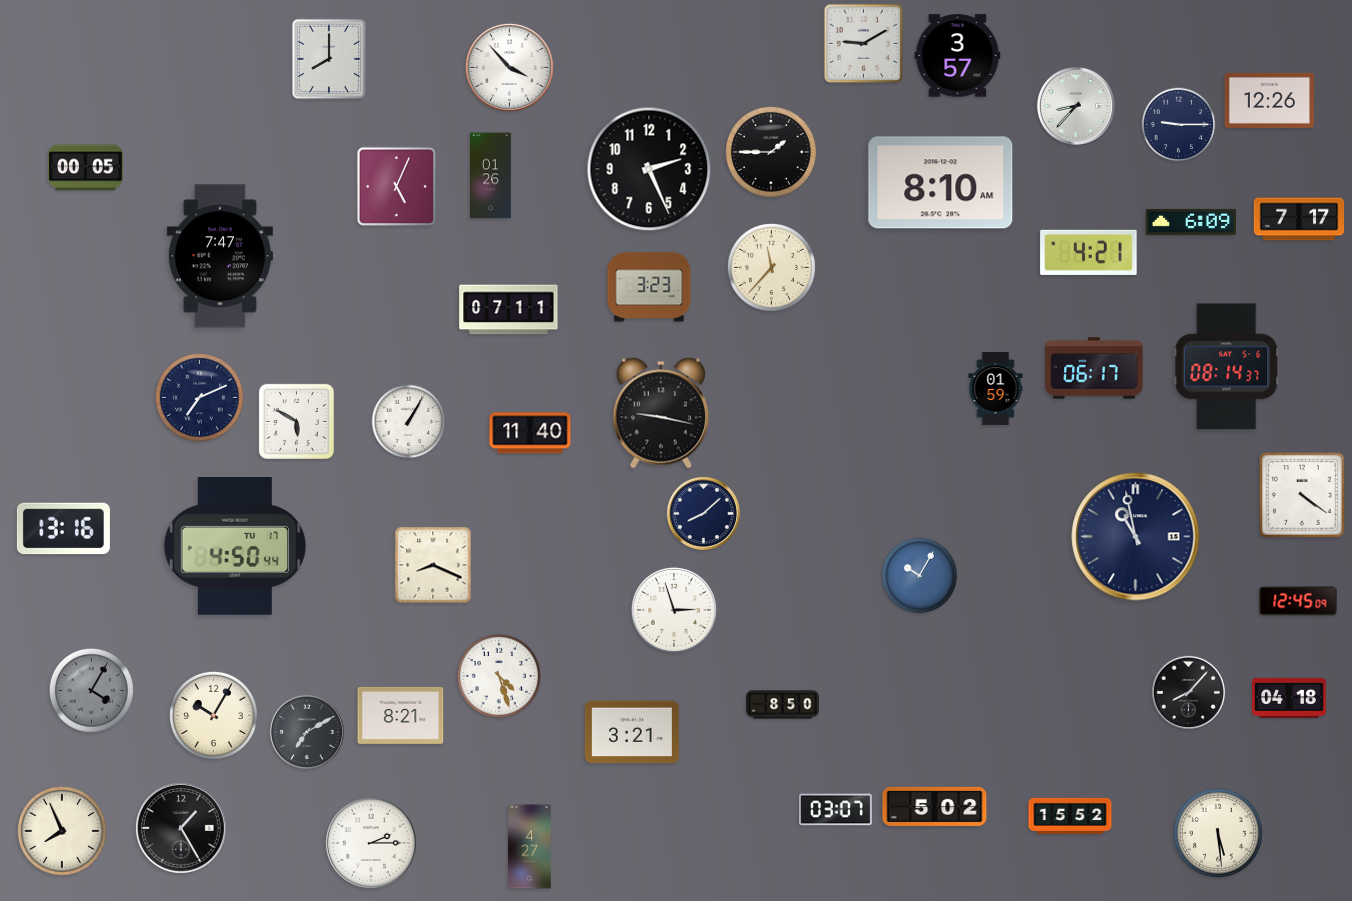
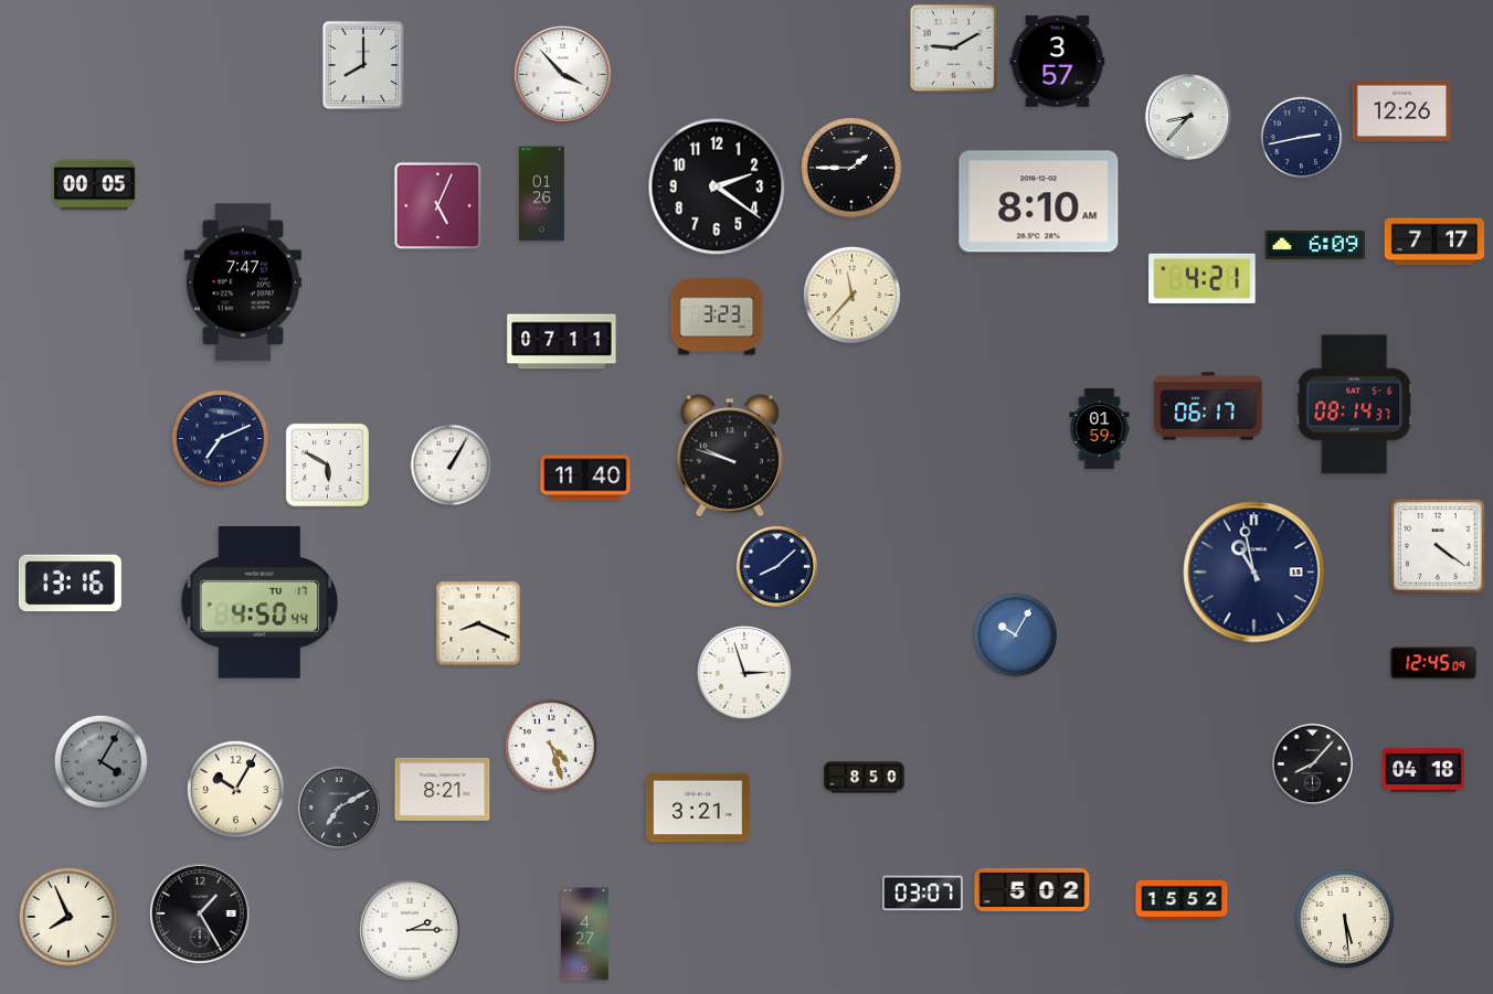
clock at (1179, 125): 9:15 -> 2:43
clock at (649, 169): 2:26 -> 2:21
clock at (660, 413): 9:17 -> 9:48
clock at (1136, 537) position: (1136, 537) -> (1254, 573)
